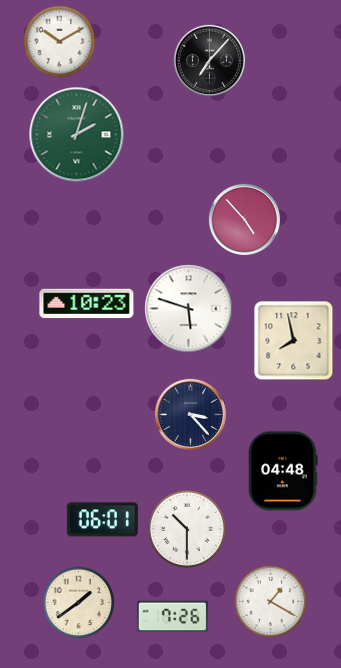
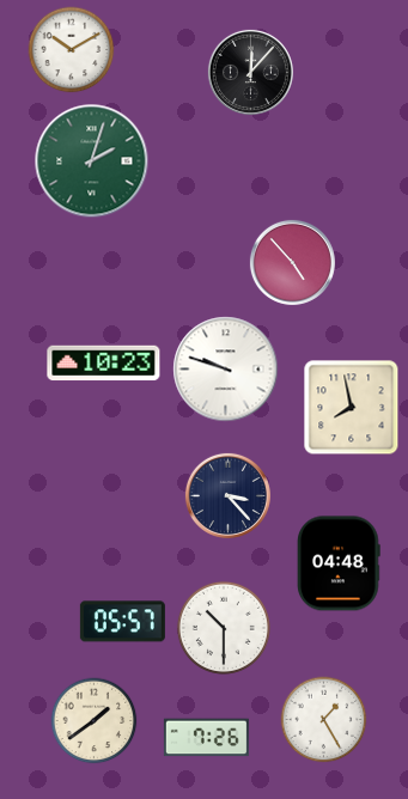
clock at (209, 60): 7:07 -> 12:07
clock at (189, 309): 5:48 -> 9:48
clock at (102, 520): 06:01 -> 05:57
clock at (187, 529) position: (187, 529) -> (224, 628)
clock at (271, 602): 1:20 -> 1:25
